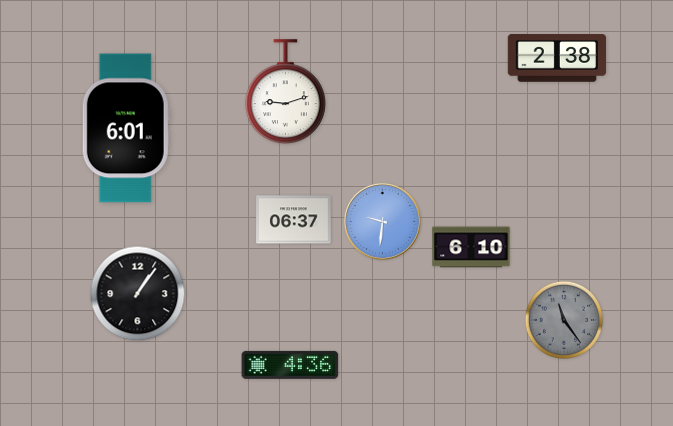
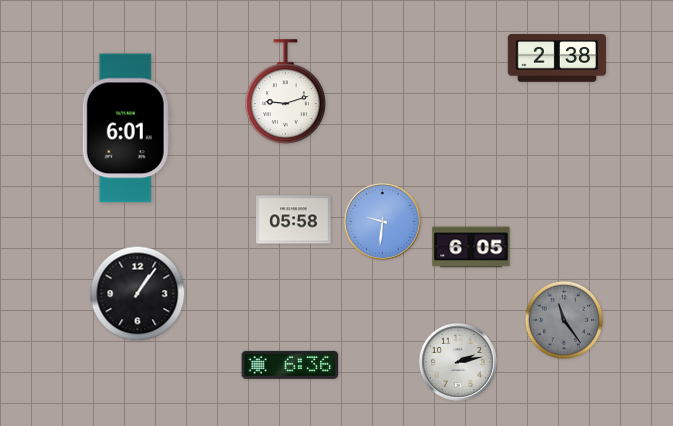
clock at (294, 220): 06:37 -> 05:58
clock at (471, 247): 6:10 -> 6:05
clock at (458, 362): none -> 2:13
clock at (290, 365): 4:36 -> 6:36
